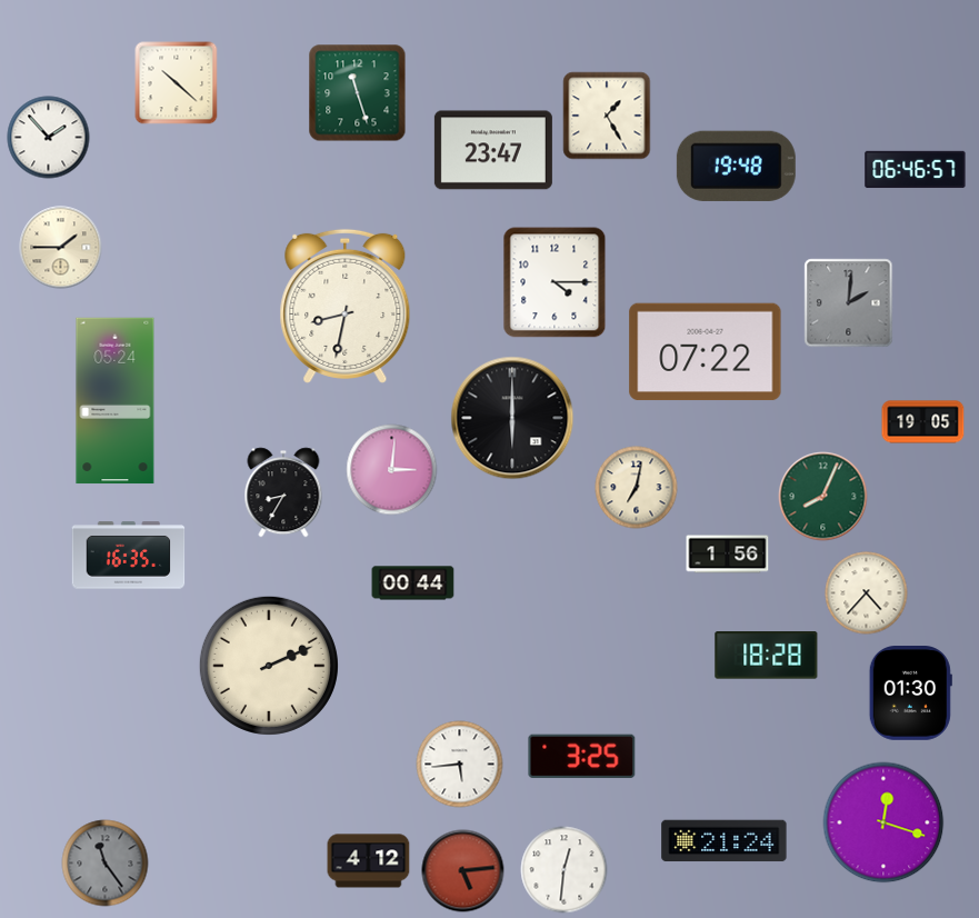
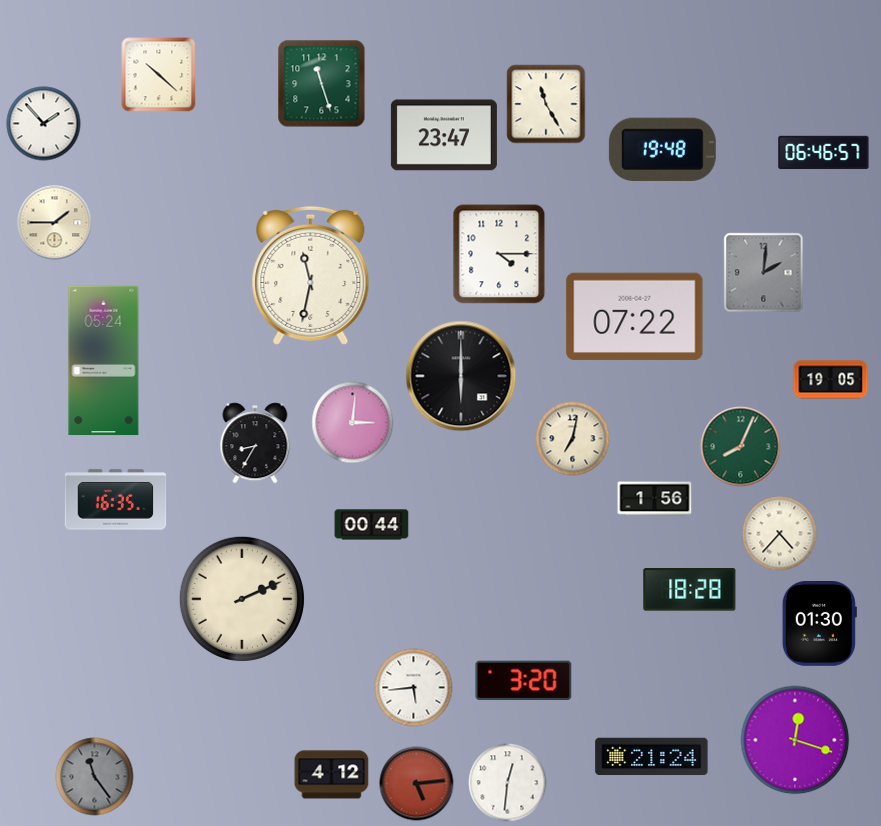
clock at (607, 116): 1:25 -> 11:25
clock at (346, 306): 8:32 -> 11:32
clock at (582, 757): 3:25 -> 3:20
